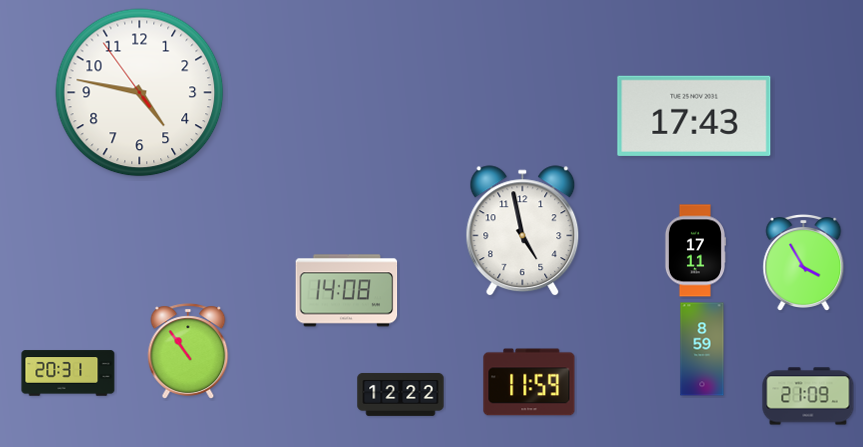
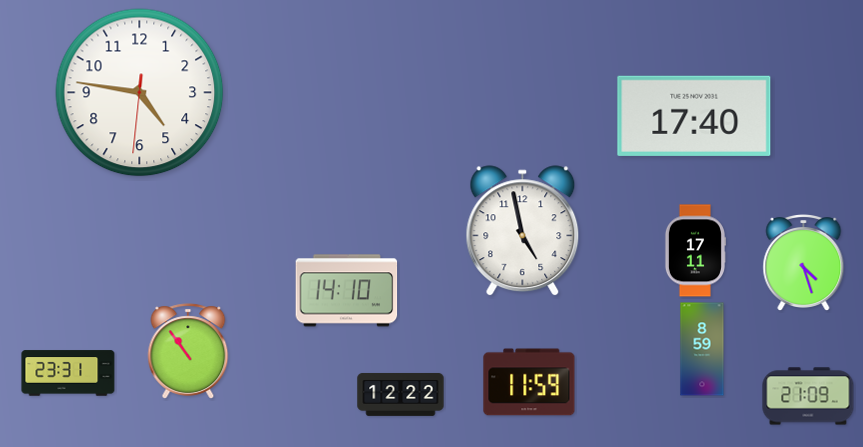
clock at (140, 93): 4:46:54 -> 4:46:31
clock at (694, 116): 17:43 -> 17:40
clock at (804, 263): 3:55 -> 4:27
clock at (347, 291): 14:08 -> 14:10
clock at (68, 373): 20:31 -> 23:31
